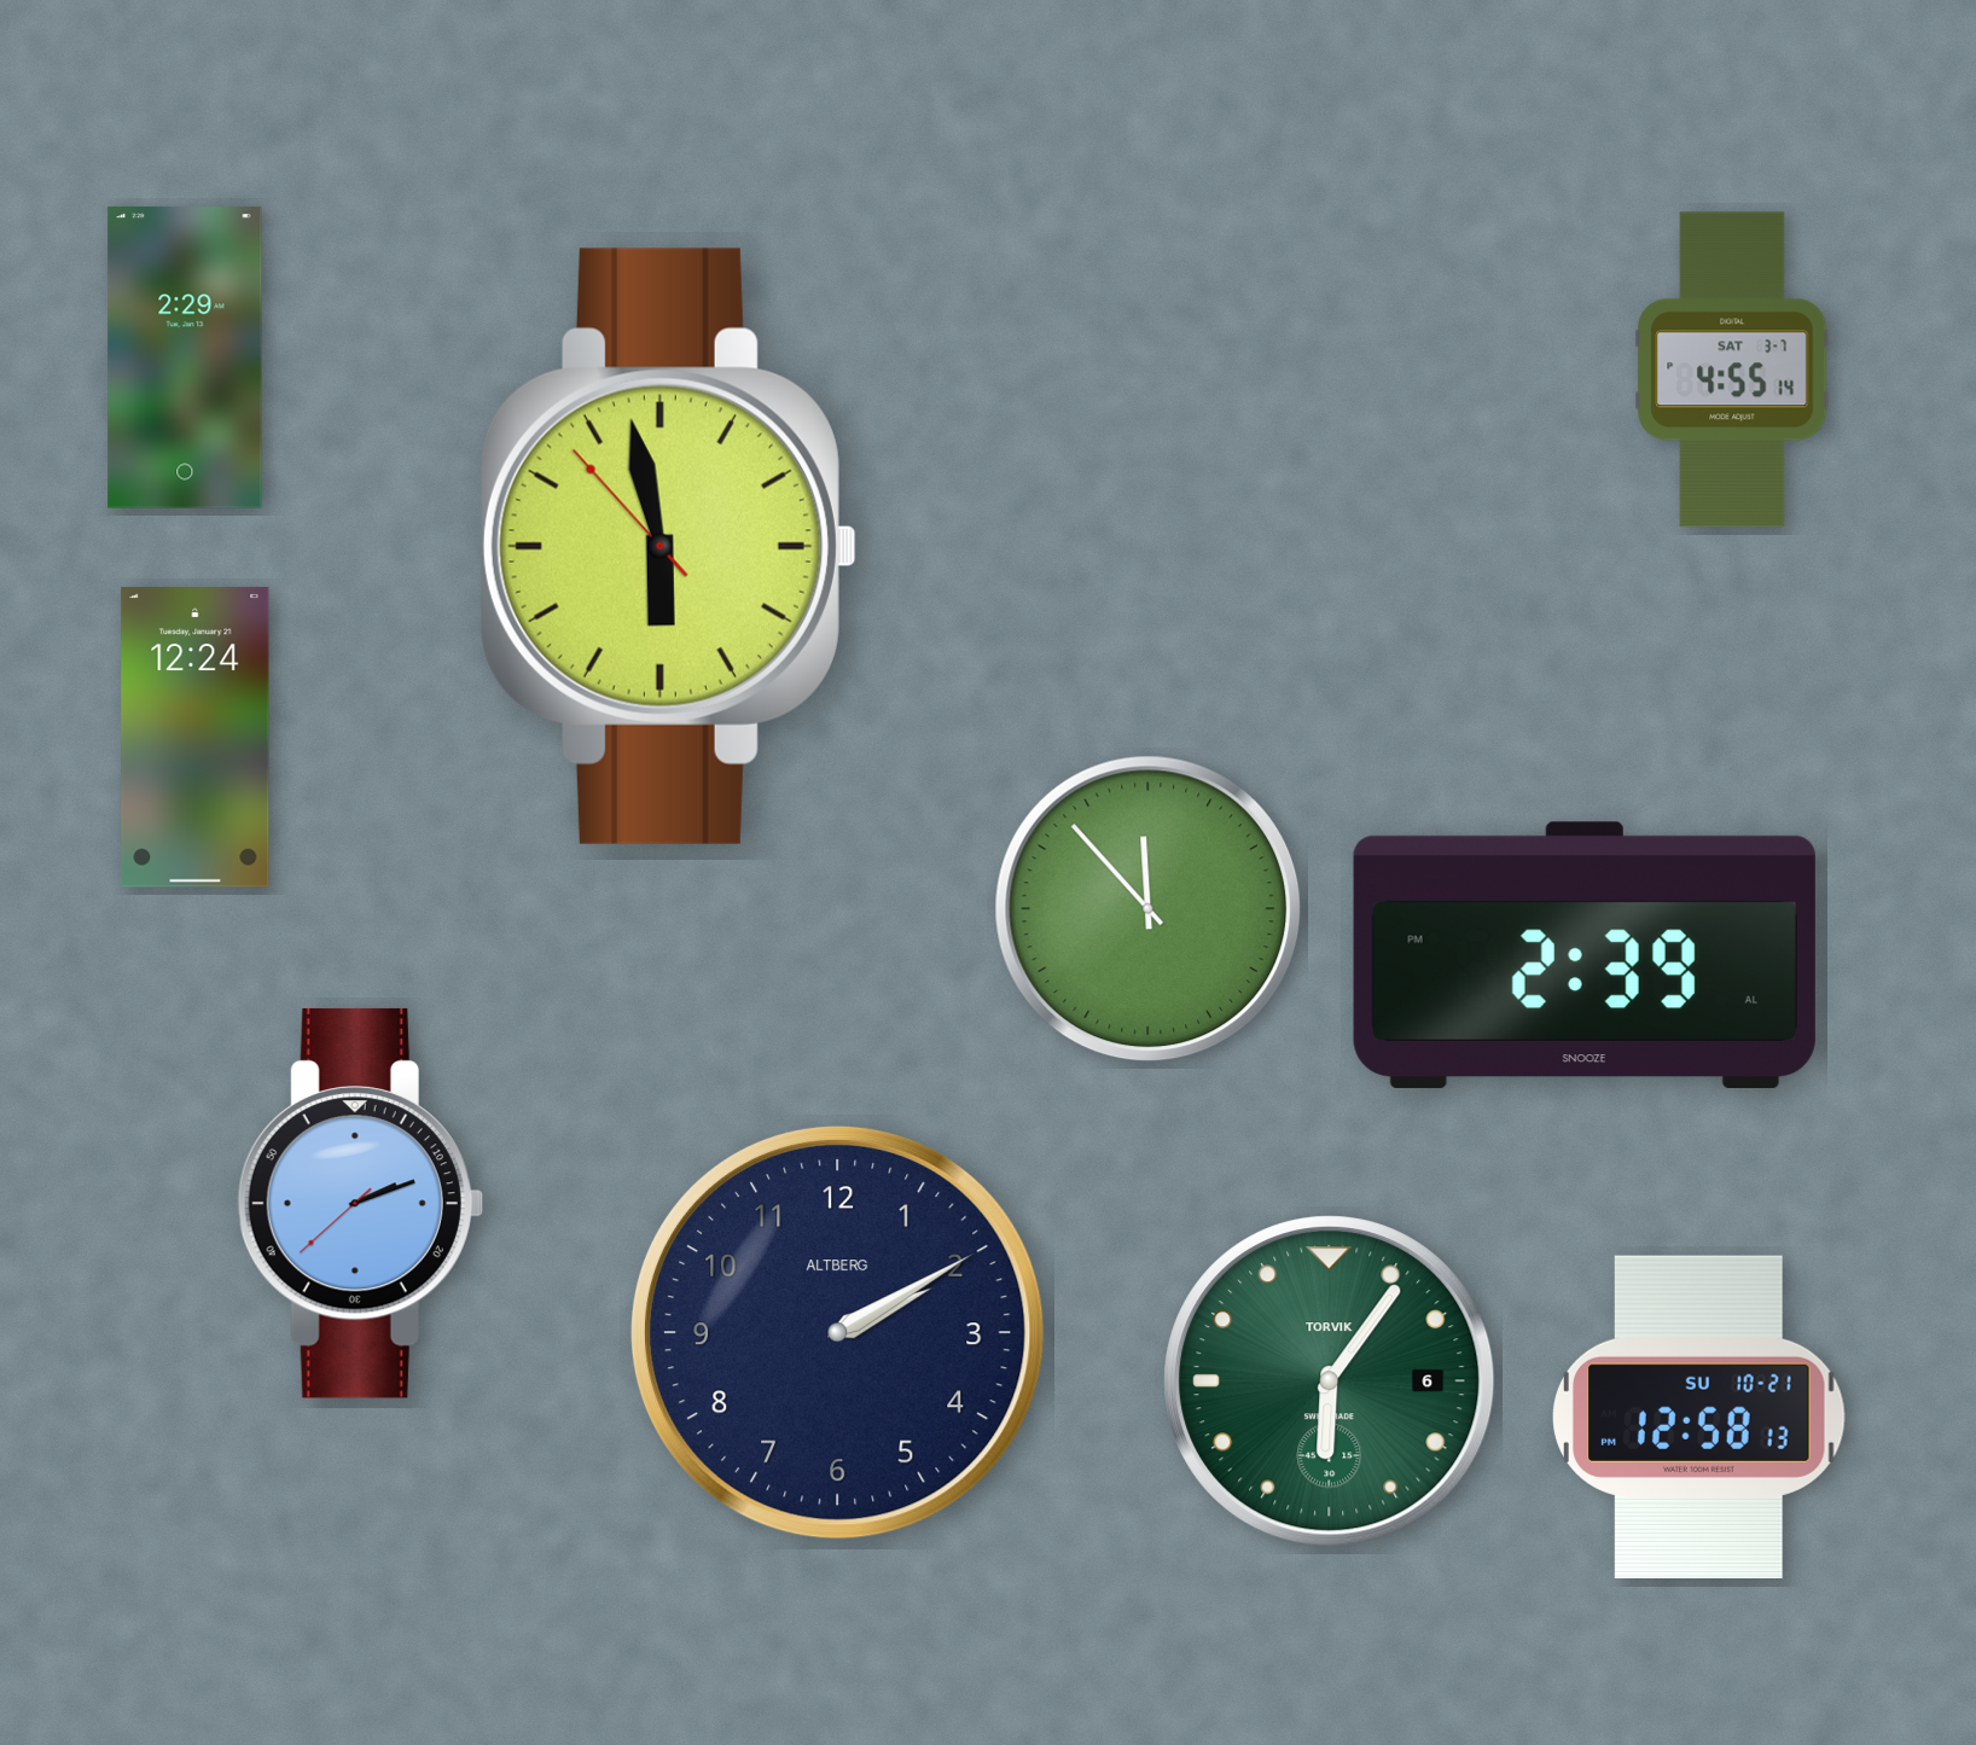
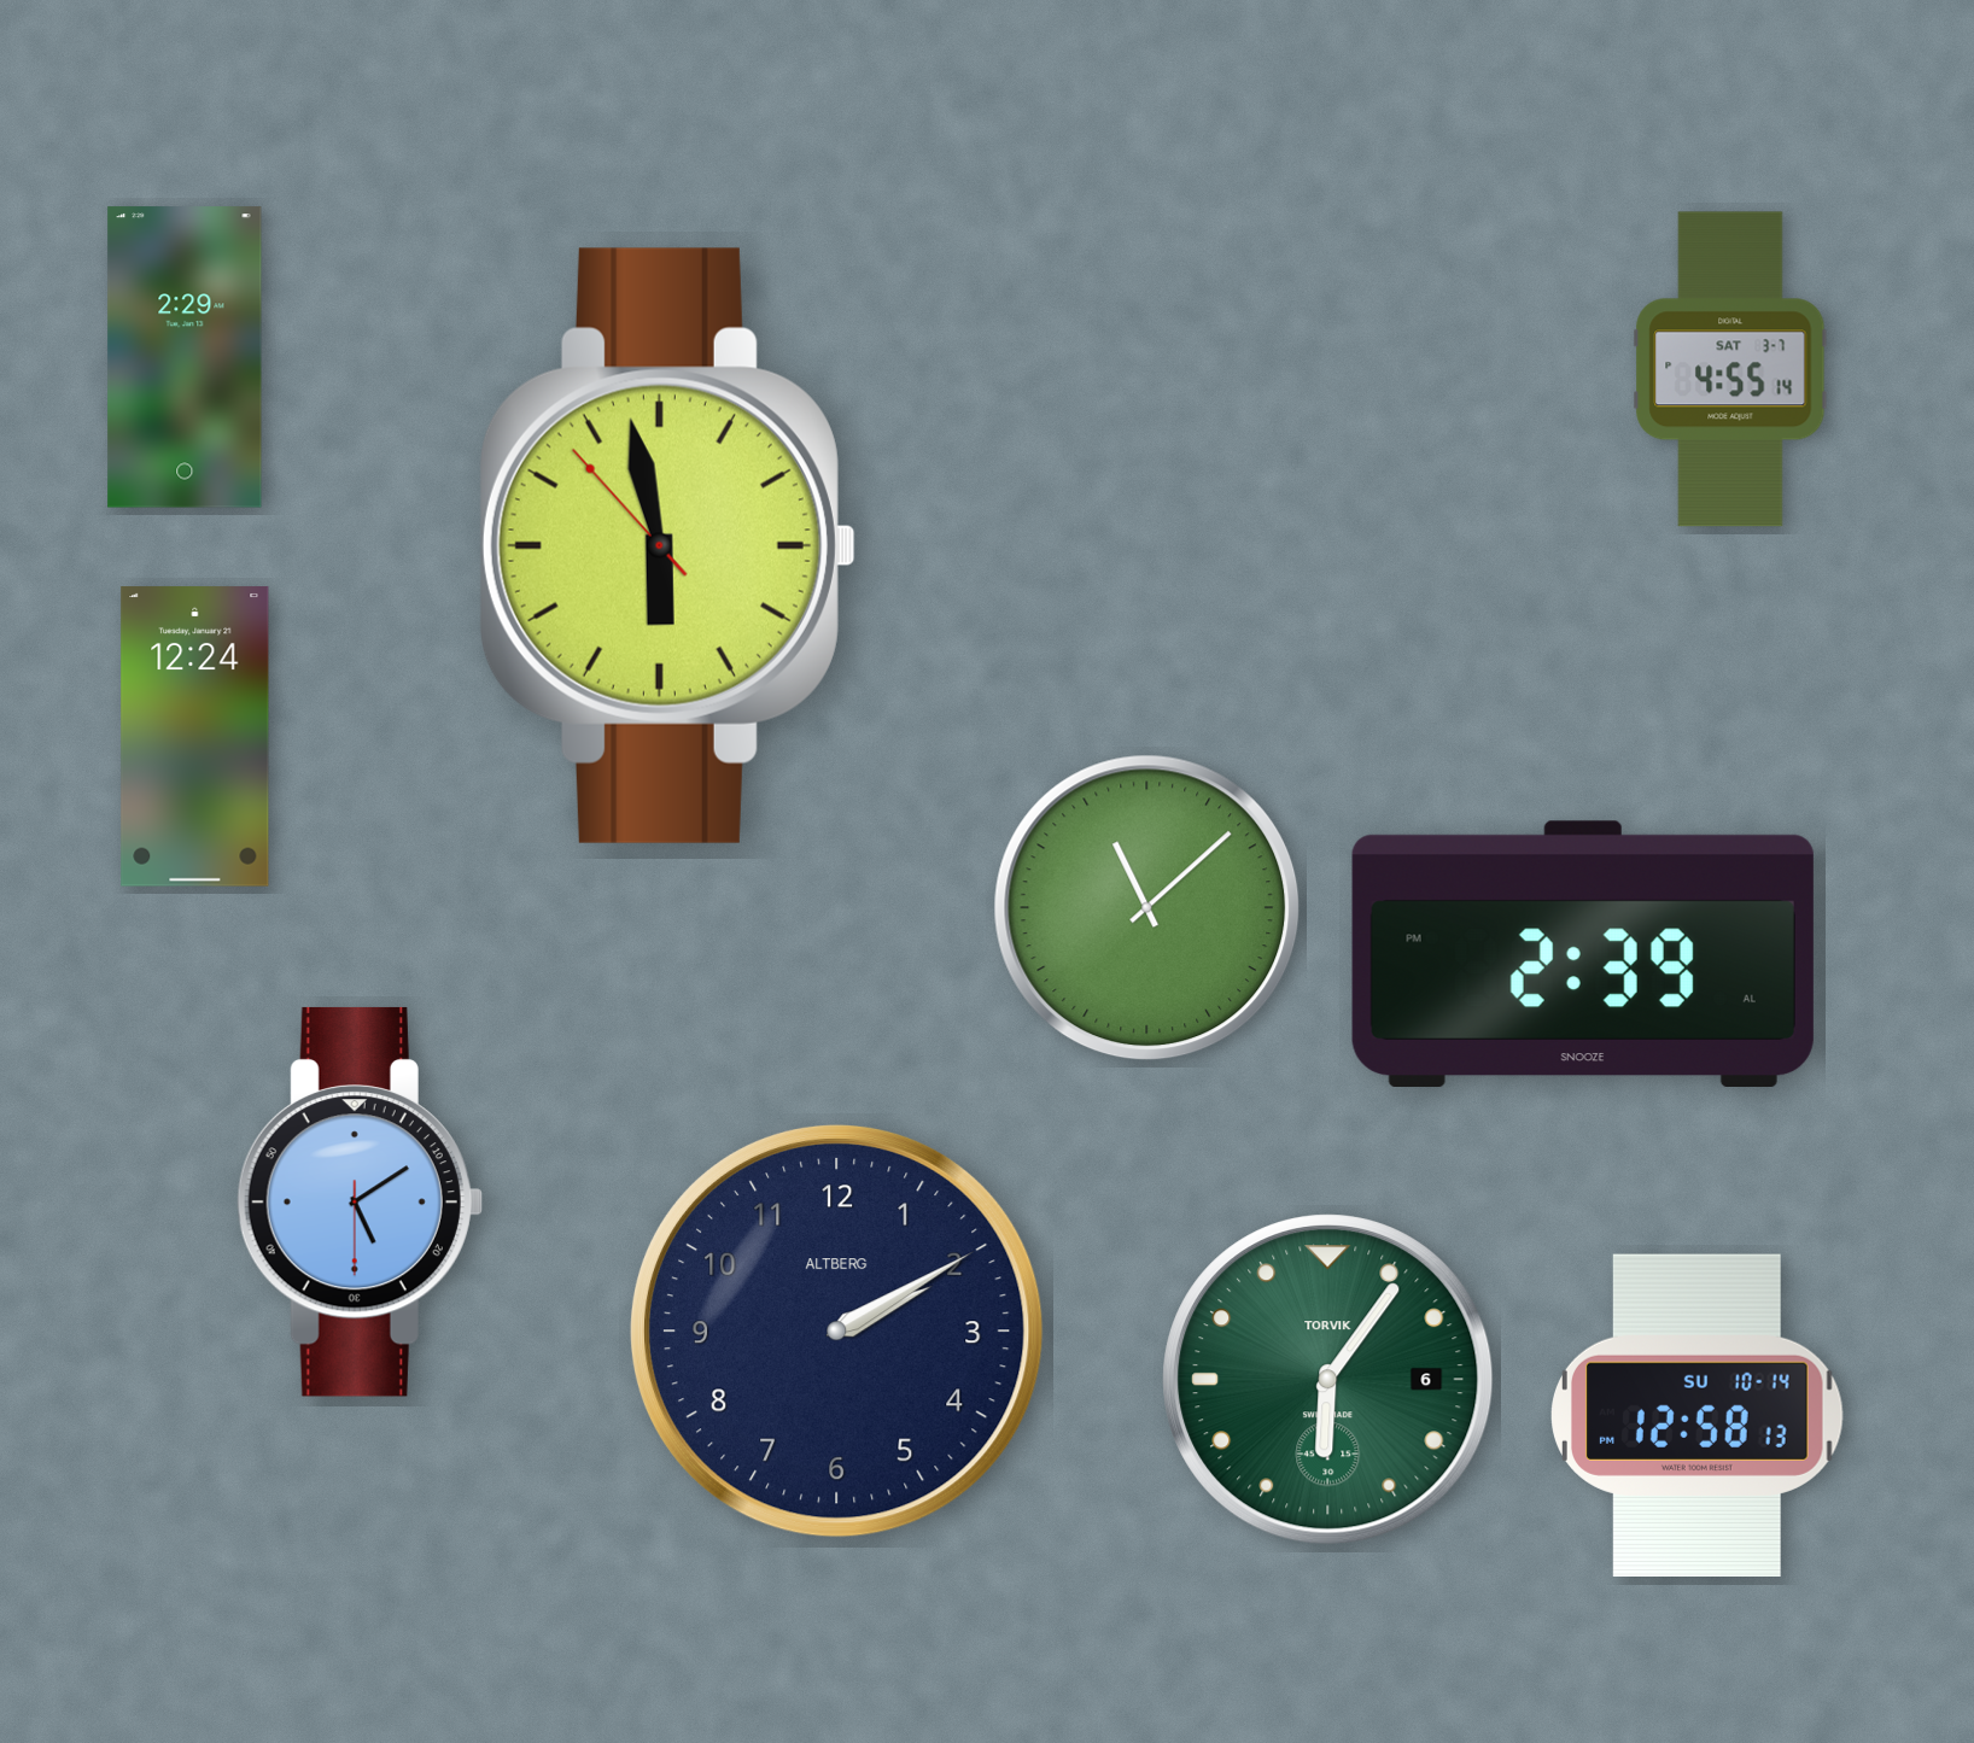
clock at (1149, 909): 11:53 -> 11:08
clock at (360, 1203): 2:11 -> 5:09
clock at (1699, 1417) date: SU 10-21 -> SU 10-14
